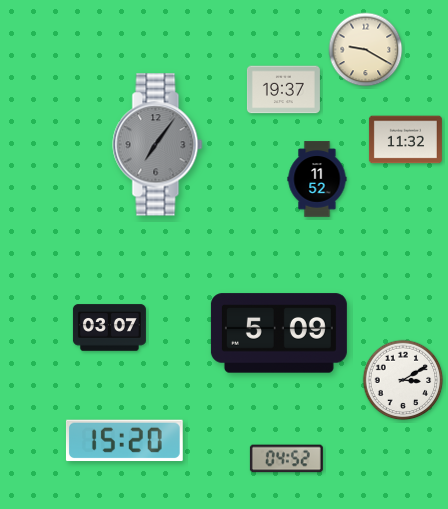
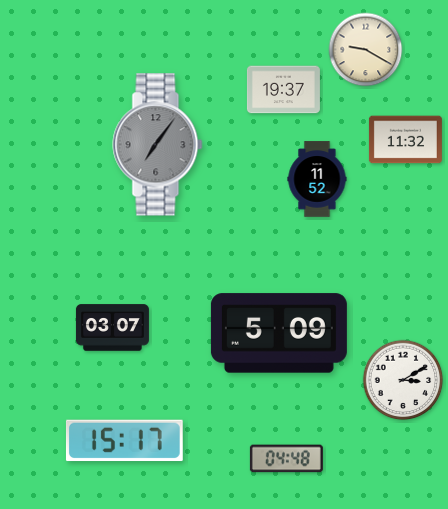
clock at (109, 328) position: (109, 328) -> (112, 328)
clock at (124, 441): 15:20 -> 15:17
clock at (286, 459): 04:52 -> 04:48
